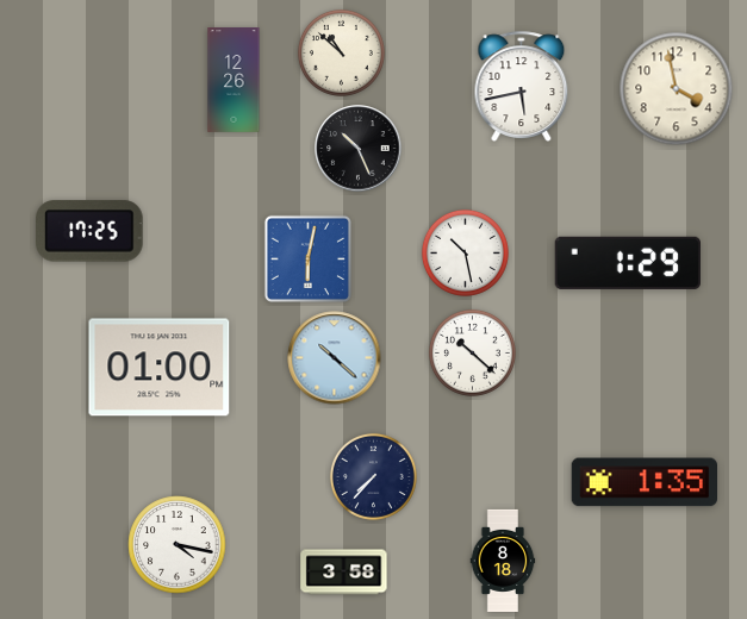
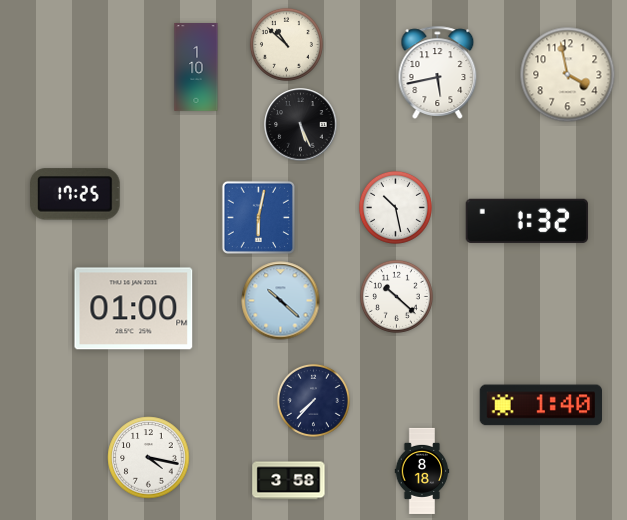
clock at (234, 81): 12:26 -> 1:10
clock at (359, 149): 10:26 -> 5:26
clock at (465, 252) position: (465, 252) -> (395, 207)
clock at (627, 263): 1:29 -> 1:32
clock at (643, 482): 1:35 -> 1:40
